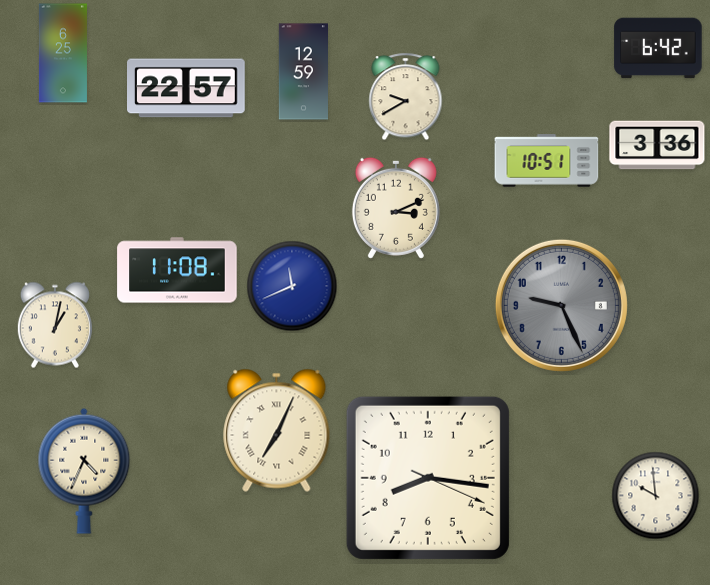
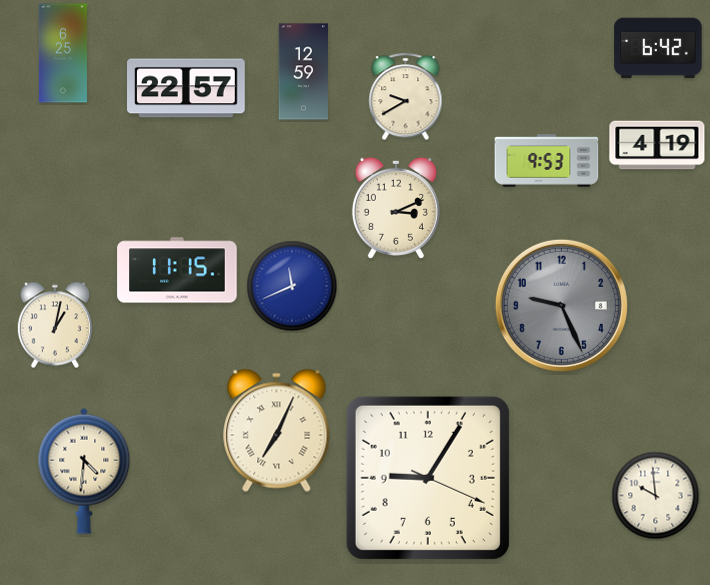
clock at (657, 145): 3:36 -> 4:19
clock at (547, 161): 10:51 -> 9:53
clock at (177, 270): 11:08 -> 11:15
clock at (84, 471): 4:34 -> 4:31
clock at (428, 478): 8:16 -> 9:05
